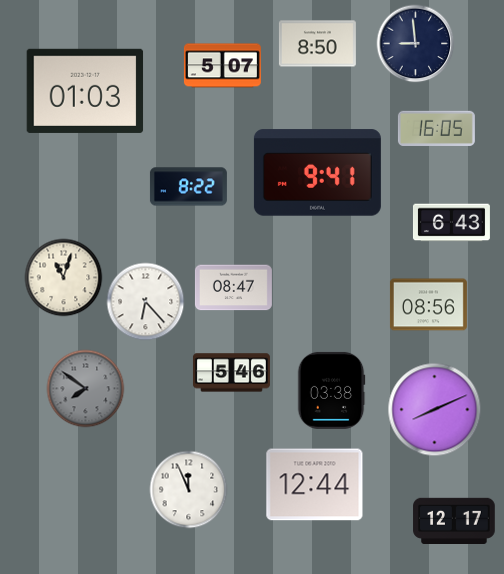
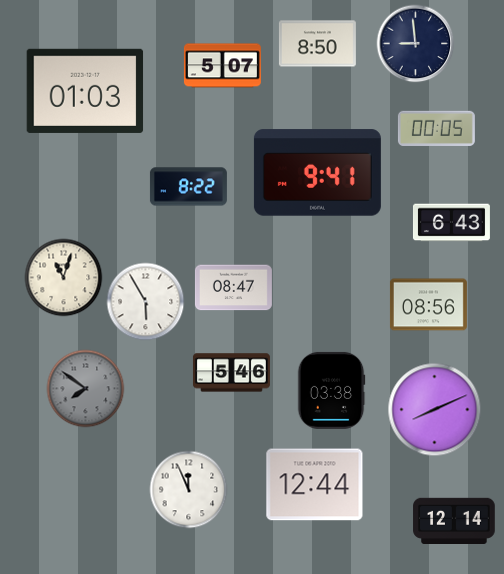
clock at (436, 128): 16:05 -> 00:05
clock at (145, 301): 6:23 -> 5:55
clock at (454, 520): 12:17 -> 12:14
